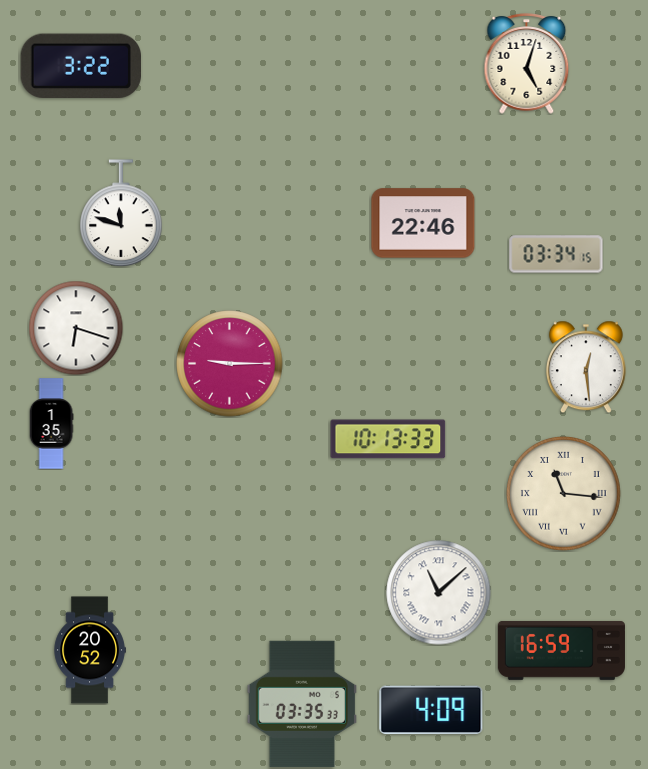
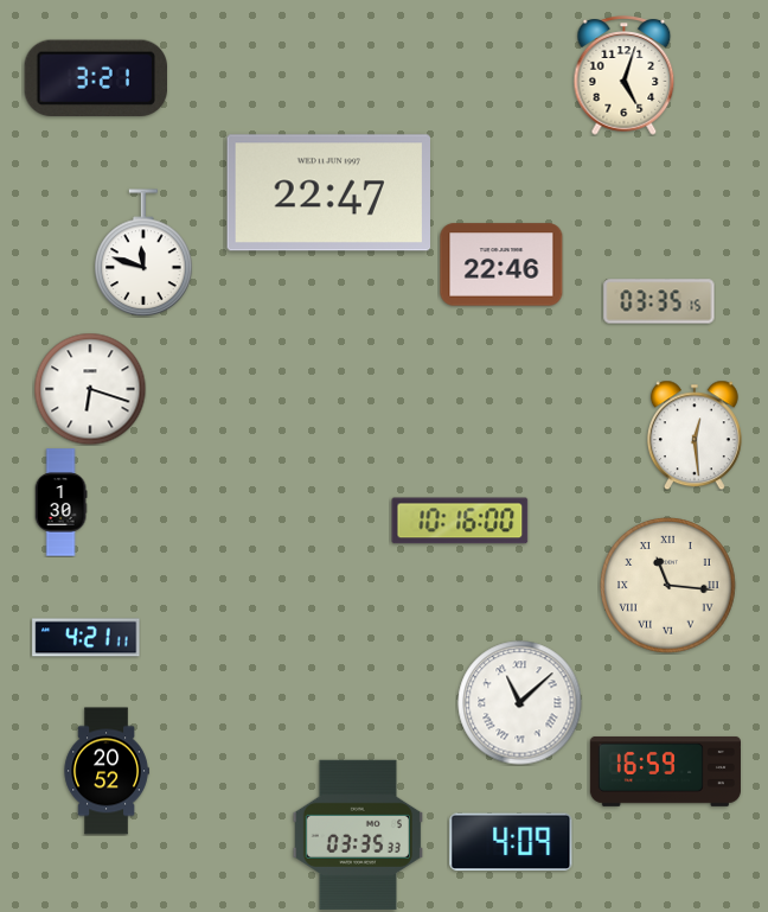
clock at (80, 66): 3:22 -> 3:21
clock at (328, 193): none -> 22:47
clock at (556, 254): 03:34 -> 03:35
clock at (230, 364): 9:15 -> none
clock at (51, 424): 1:35 -> 1:30
clock at (388, 439): 10:13 -> 10:16
clock at (87, 638): none -> 4:21
